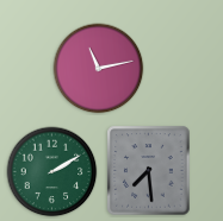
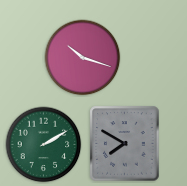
clock at (99, 69): 11:13 -> 10:18
clock at (149, 171): 7:29 -> 7:50
